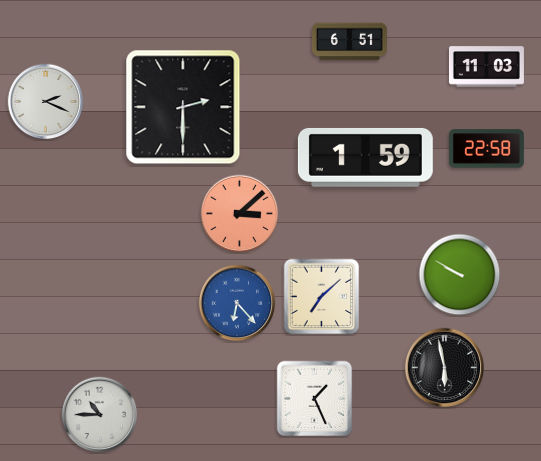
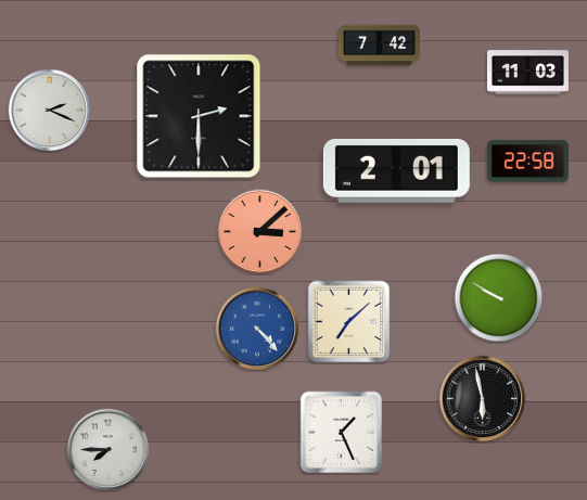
clock at (349, 42): 6:51 -> 7:42
clock at (365, 157): 1:59 -> 2:01
clock at (237, 303): 6:23 -> 4:23
clock at (100, 415): 10:45 -> 7:45
